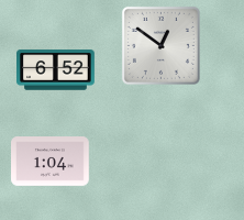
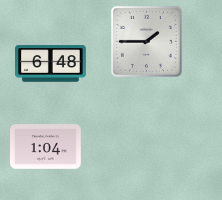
clock at (160, 45): 12:51 -> 1:45
clock at (56, 70): 6:52 -> 6:48
